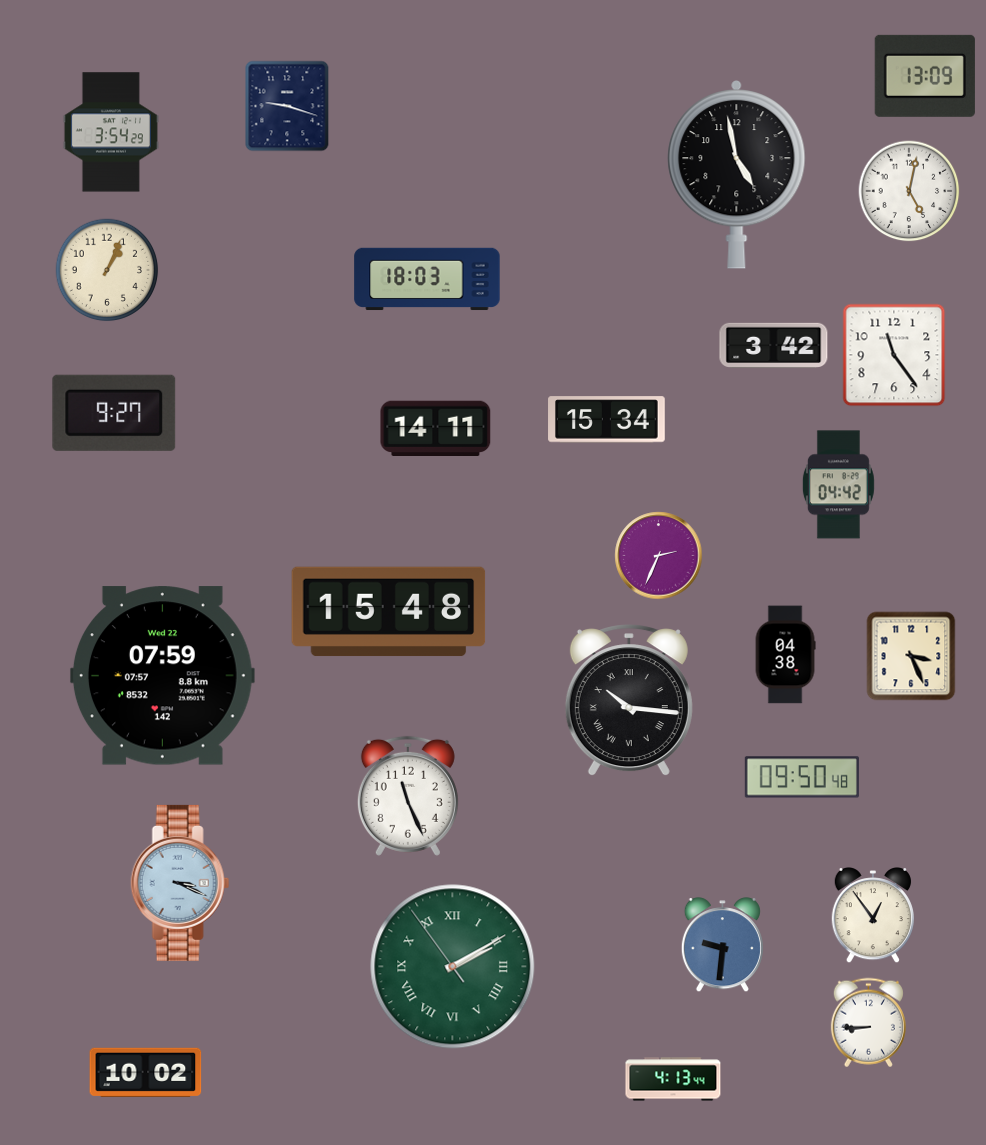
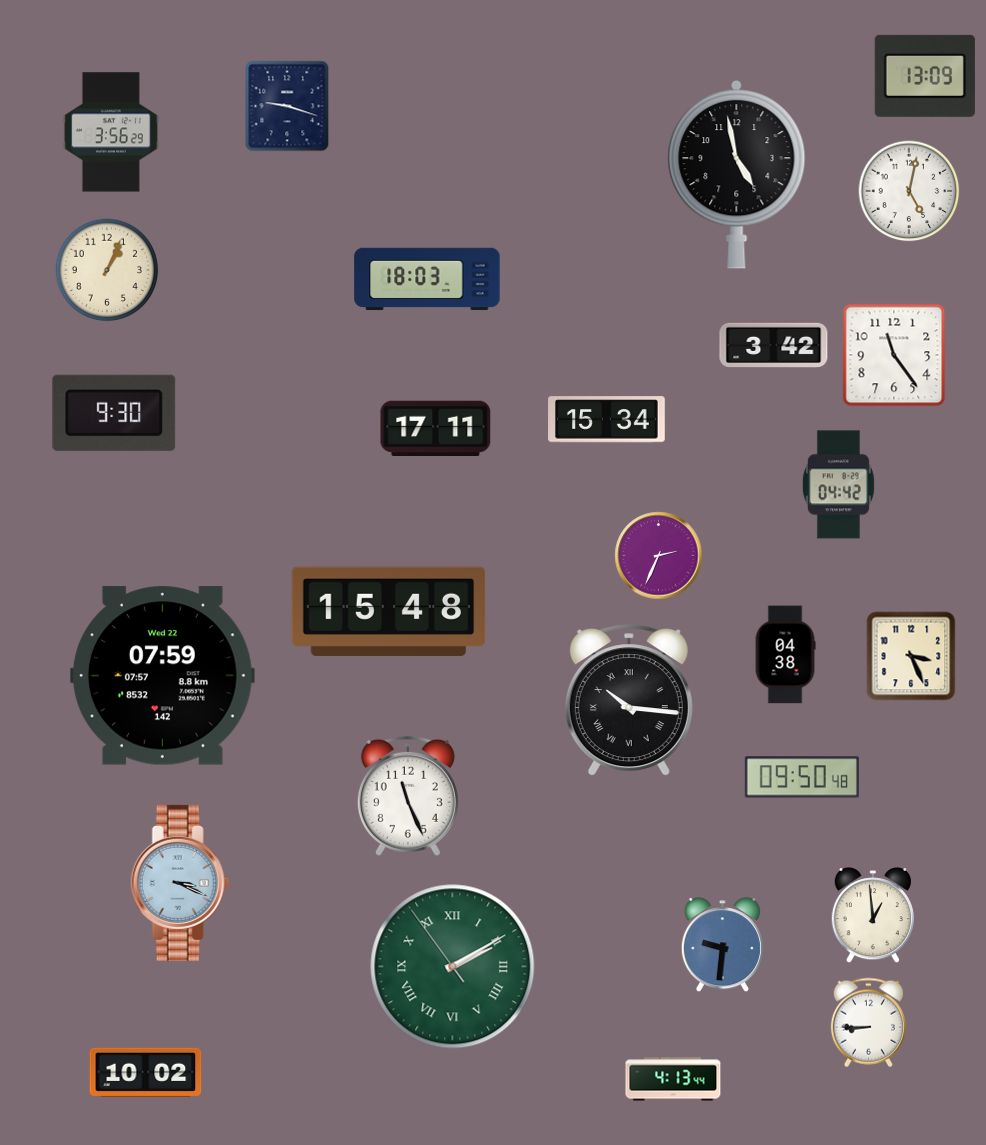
clock at (111, 132): 3:54 -> 3:56
clock at (114, 413): 9:27 -> 9:30
clock at (436, 428): 14:11 -> 17:11
clock at (872, 916): 12:54 -> 12:59
